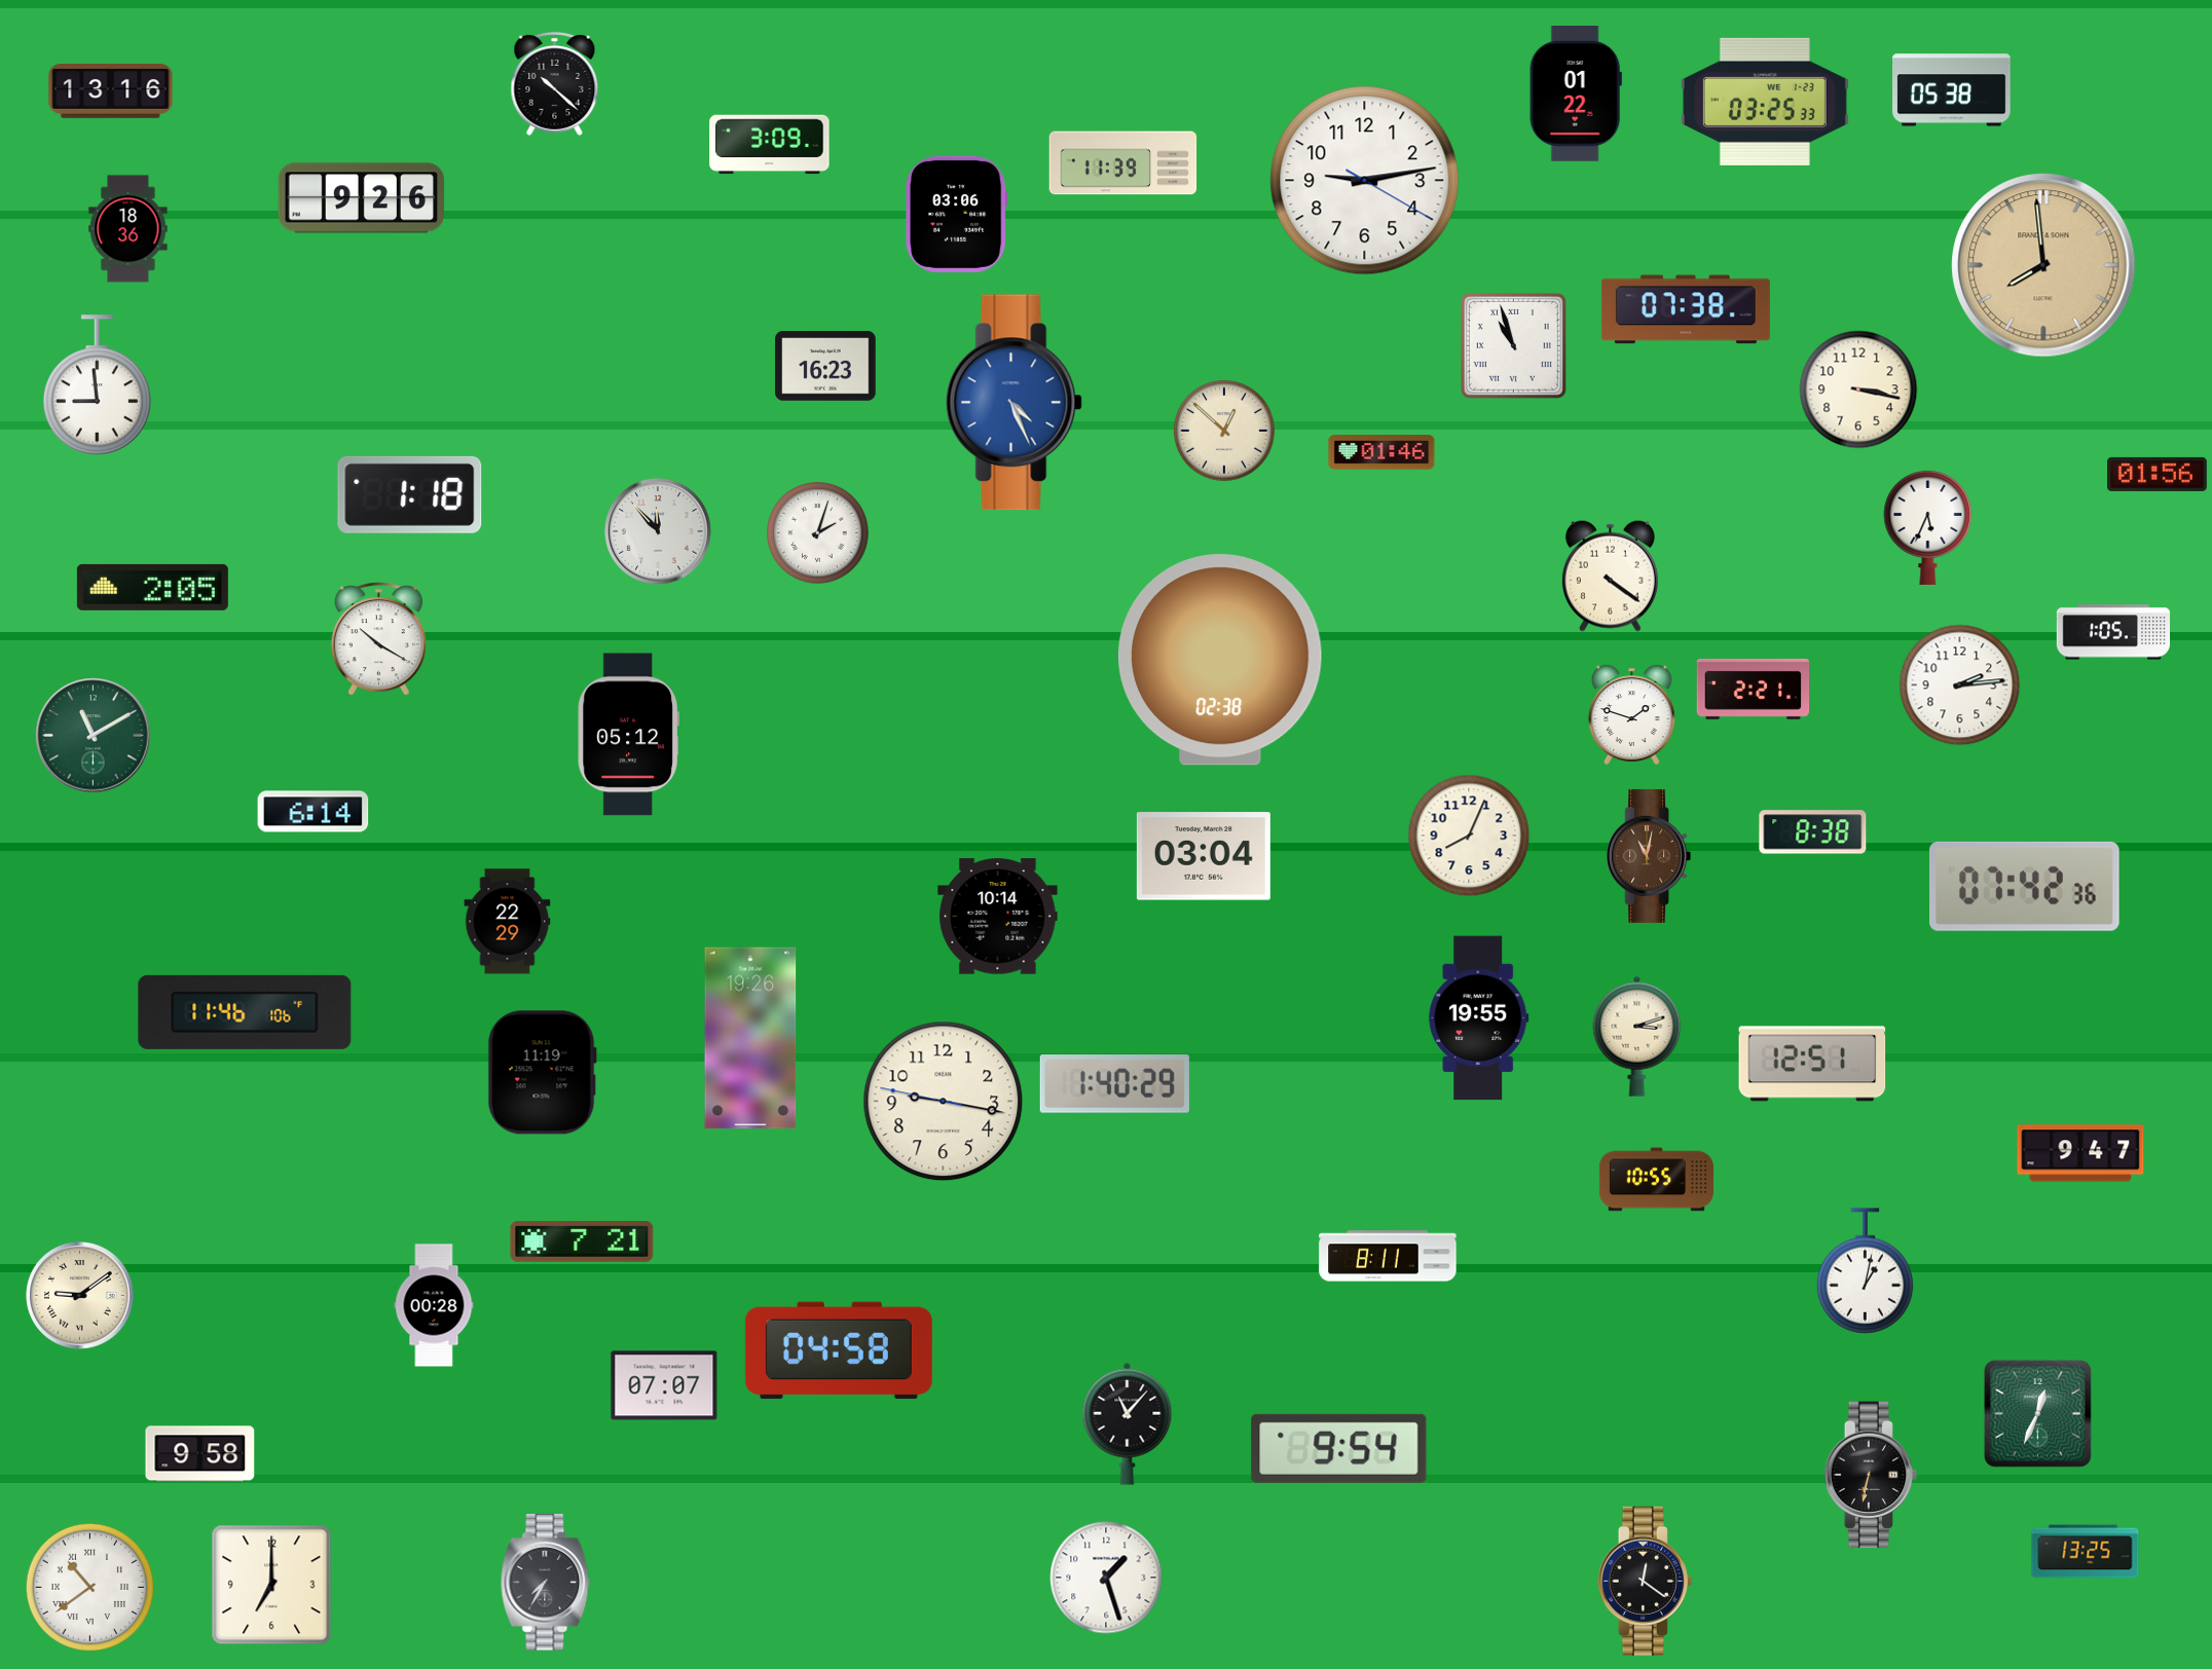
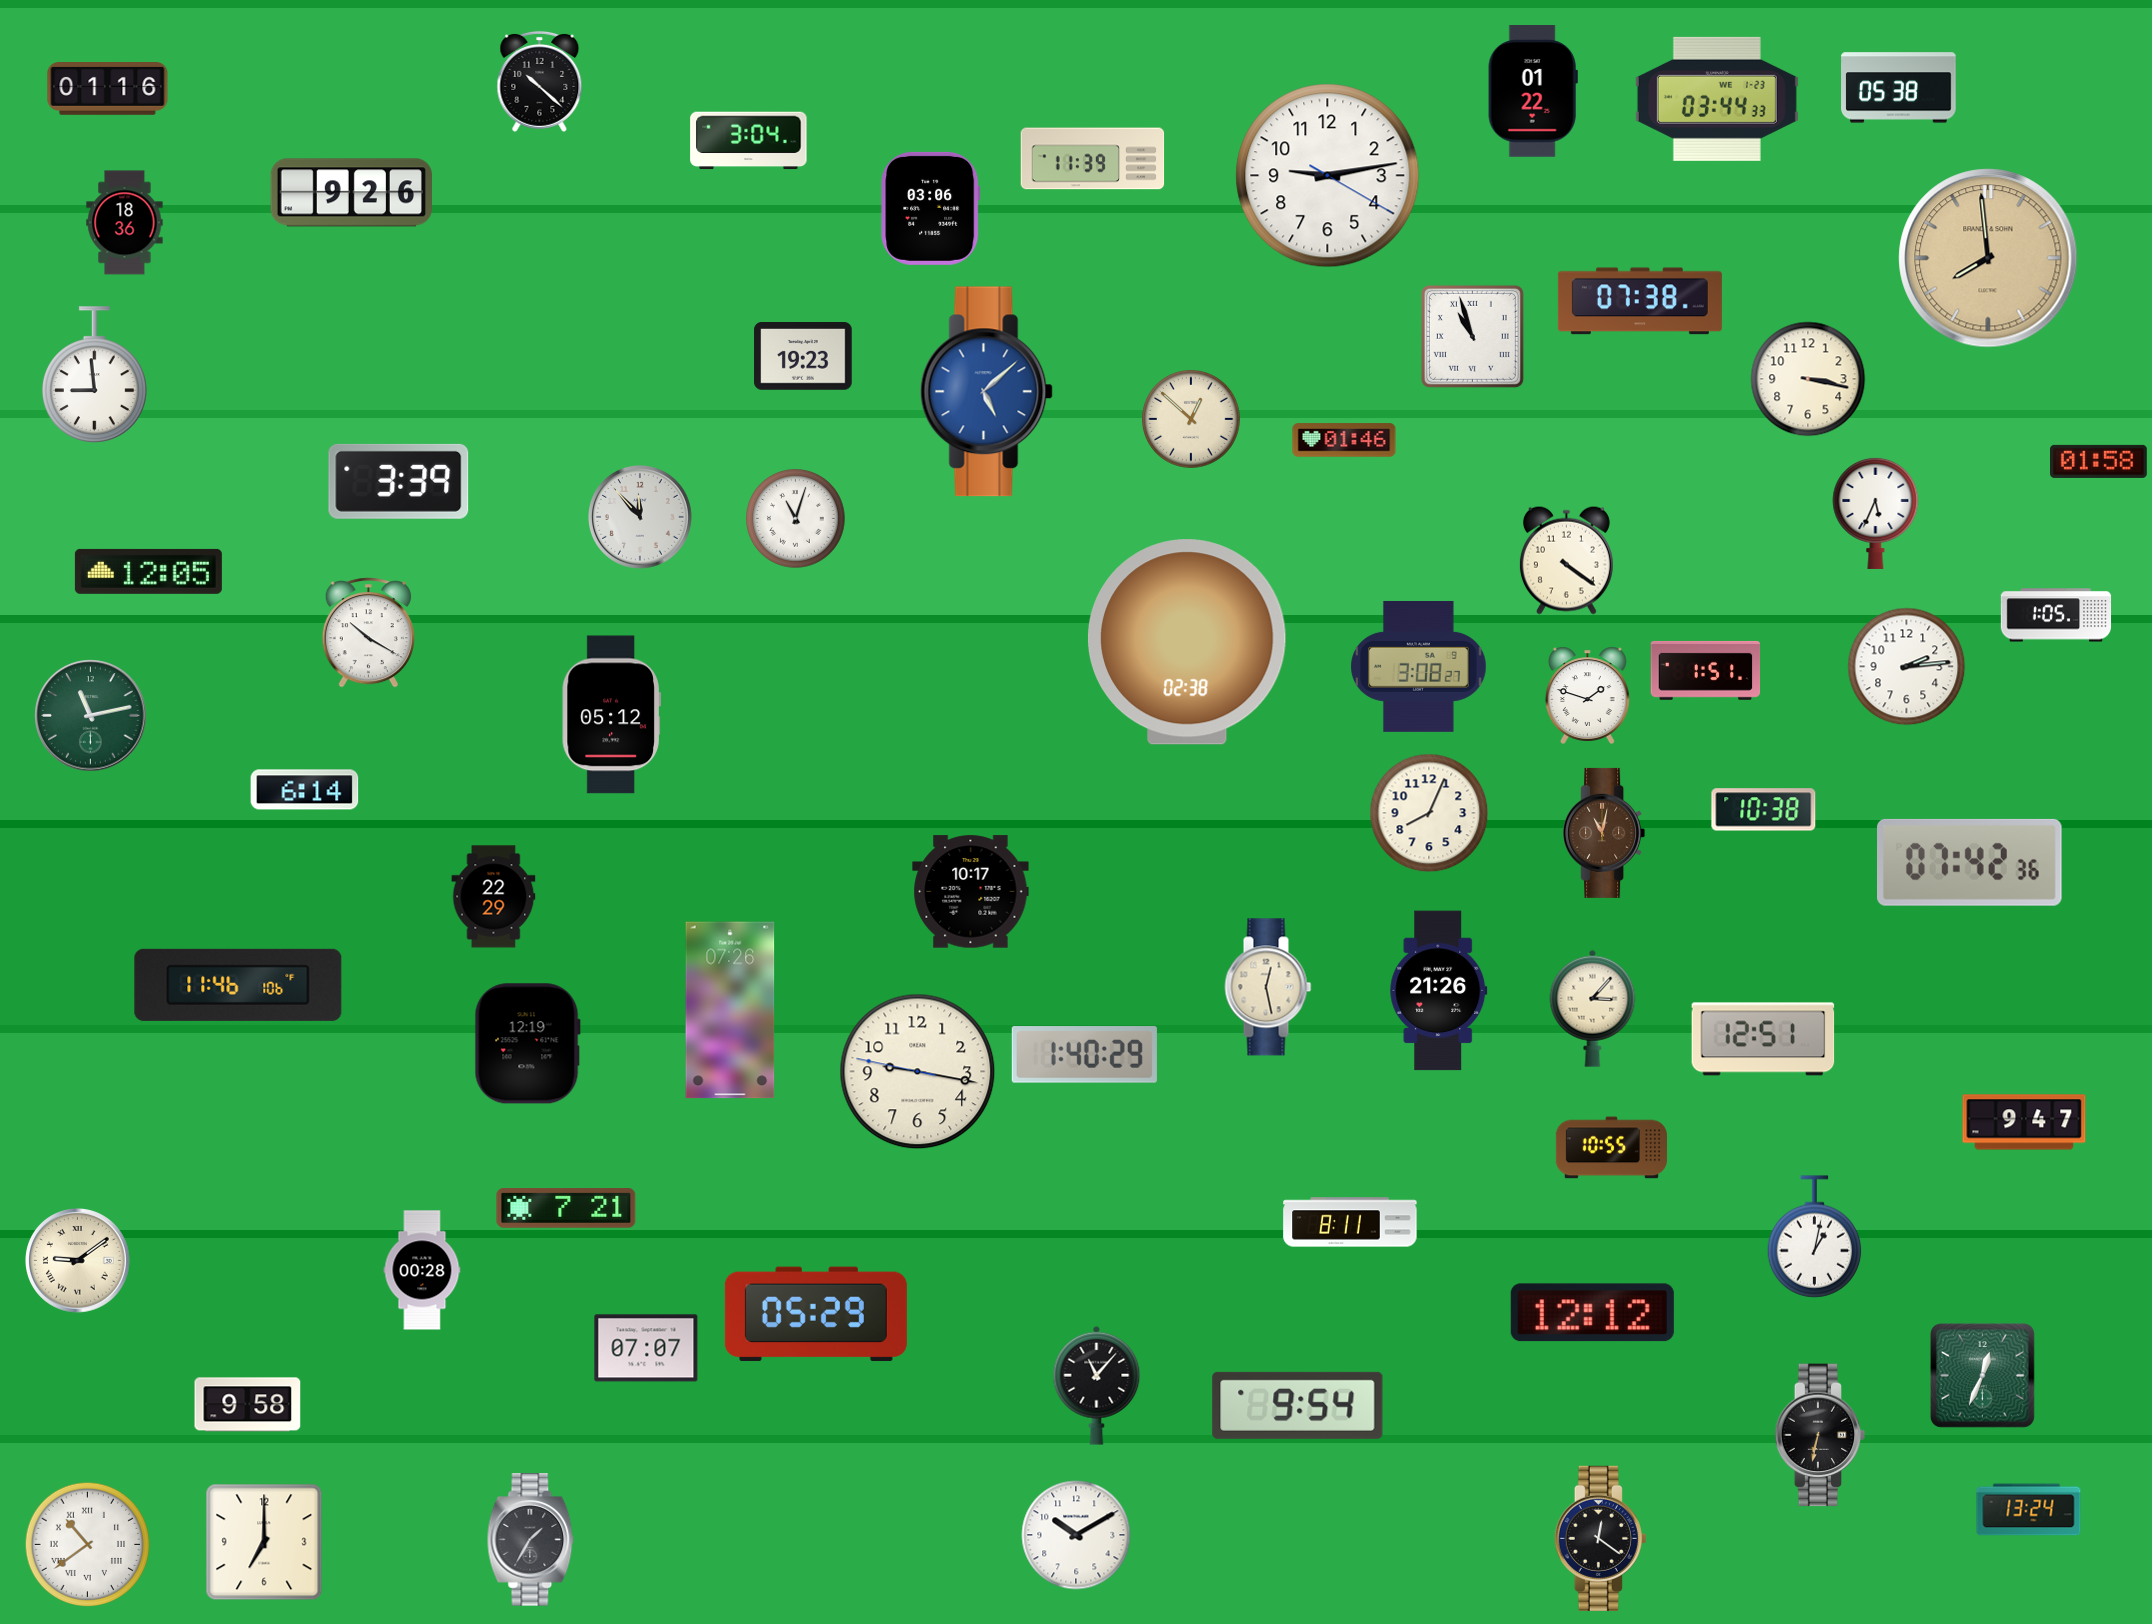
clock at (111, 91): 13:16 -> 01:16
clock at (1765, 102): 03:25 -> 03:44
clock at (770, 145): 3:09 -> 3:04
clock at (825, 367): 16:23 -> 19:23
clock at (1013, 403): 4:26 -> 5:08
clock at (2158, 474): 01:56 -> 01:58
clock at (410, 494): 1:18 -> 3:39
clock at (818, 533): 2:03 -> 11:03
clock at (152, 587): 2:05 -> 12:05
clock at (378, 639) position: (378, 639) -> (368, 633)
clock at (1419, 666): none -> 3:08
clock at (1754, 689): 2:21 -> 1:51
clock at (94, 736): 11:10 -> 11:13
clock at (1813, 832): 8:38 -> 10:38
clock at (1204, 856): 03:04 -> none
clock at (998, 917): 10:14 -> 10:17
clock at (1268, 987): none -> 12:28
clock at (1479, 1018): 19:55 -> 21:26
clock at (1637, 1036): 3:12 -> 3:07
clock at (750, 1038): 19:26 -> 07:26
clock at (1812, 1064) position: (1812, 1064) -> (1763, 1039)
clock at (542, 1073): 11:19 -> 12:19
clock at (1592, 1313): none -> 12:12
clock at (839, 1350): 04:58 -> 05:29
clock at (1339, 1448) position: (1339, 1448) -> (1298, 1405)
clock at (200, 1454) position: (200, 1454) -> (248, 1405)
clock at (2086, 1552): 13:25 -> 13:24
clock at (1106, 1578): 1:27 -> 10:10
clock at (546, 1583): 7:35 -> 1:35
